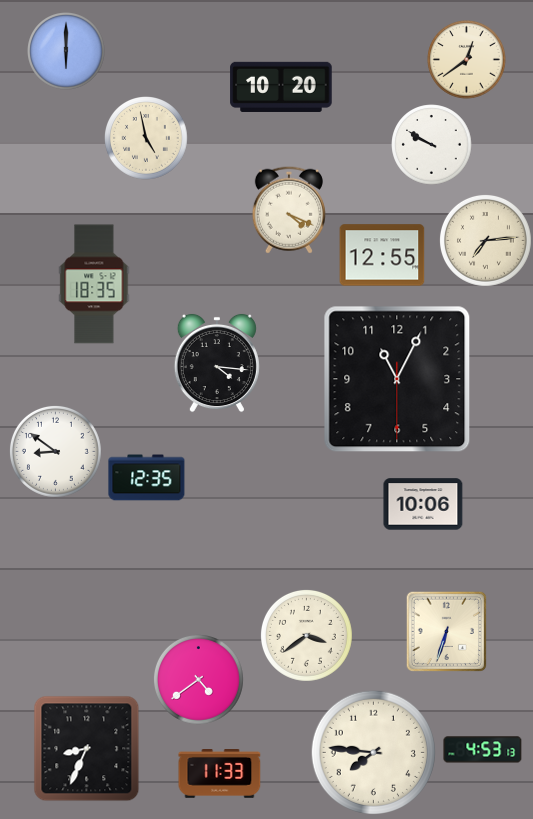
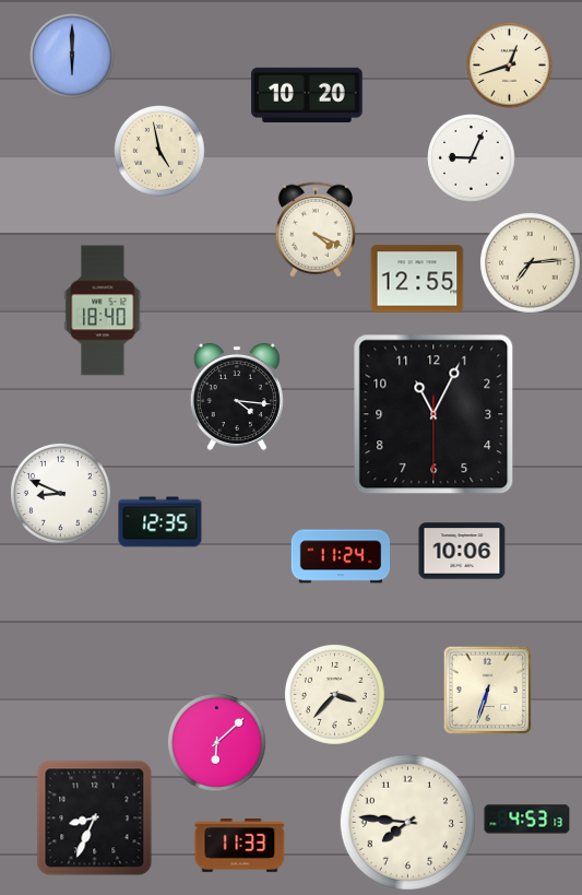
clock at (467, 60): 12:39 -> 12:42
clock at (432, 145): 9:50 -> 9:04
clock at (94, 284): 18:35 -> 18:40
clock at (55, 451): 8:51 -> 8:49
clock at (341, 556): none -> 11:24
clock at (306, 635): 3:39 -> 3:37
clock at (198, 679): 4:39 -> 6:08
